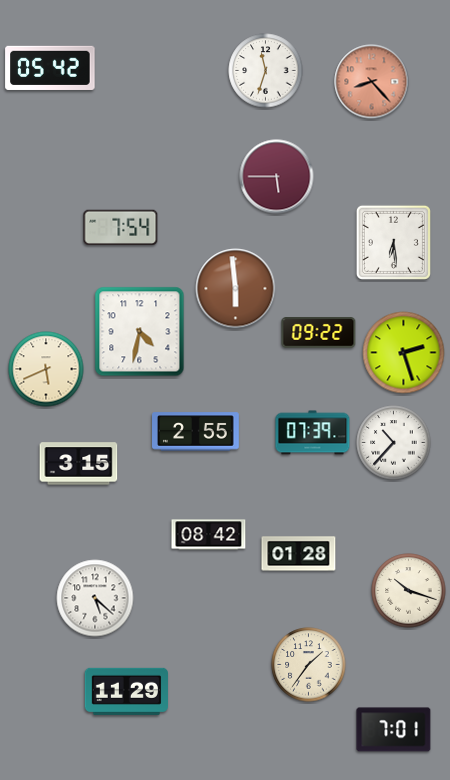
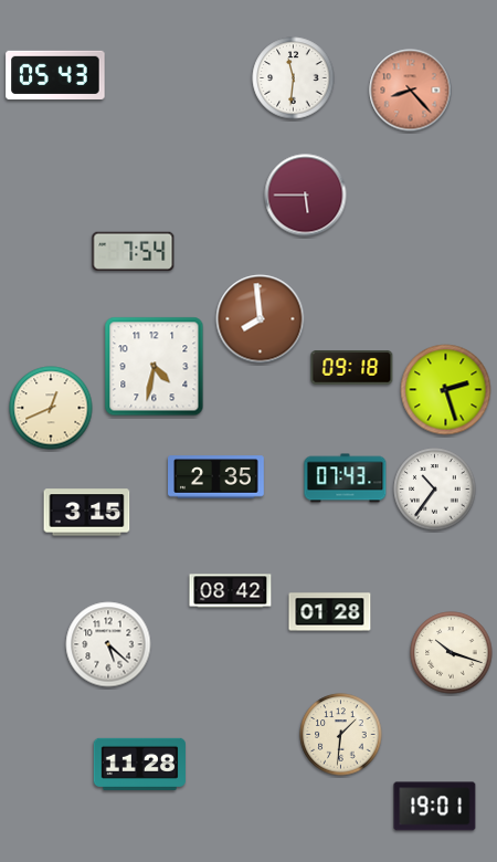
clock at (50, 68): 05:42 -> 05:43
clock at (266, 71): 11:33 -> 11:31
clock at (393, 242): 6:29 -> none
clock at (236, 289): 5:59 -> 7:59
clock at (319, 333): 09:22 -> 09:18
clock at (46, 369): 5:41 -> 12:41
clock at (196, 432): 2:55 -> 2:35
clock at (313, 433): 07:39 -> 07:43
clock at (394, 443): 10:37 -> 10:36
clock at (95, 598) position: (95, 598) -> (108, 644)
clock at (309, 665): 1:36 -> 1:31
clock at (126, 691): 11:29 -> 11:28
clock at (394, 730): 7:01 -> 19:01
